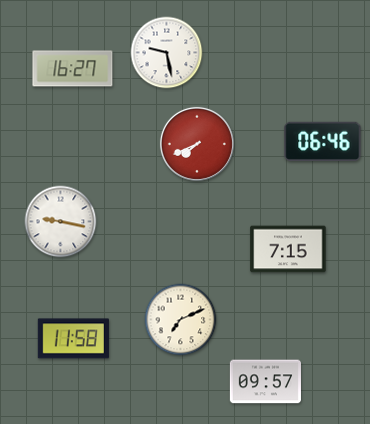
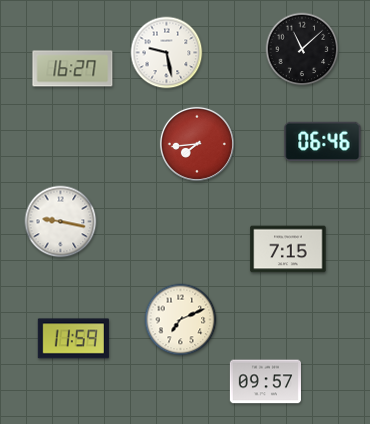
clock at (302, 49): none -> 11:08
clock at (197, 144): 7:41 -> 7:44
clock at (73, 339): 11:58 -> 11:59
